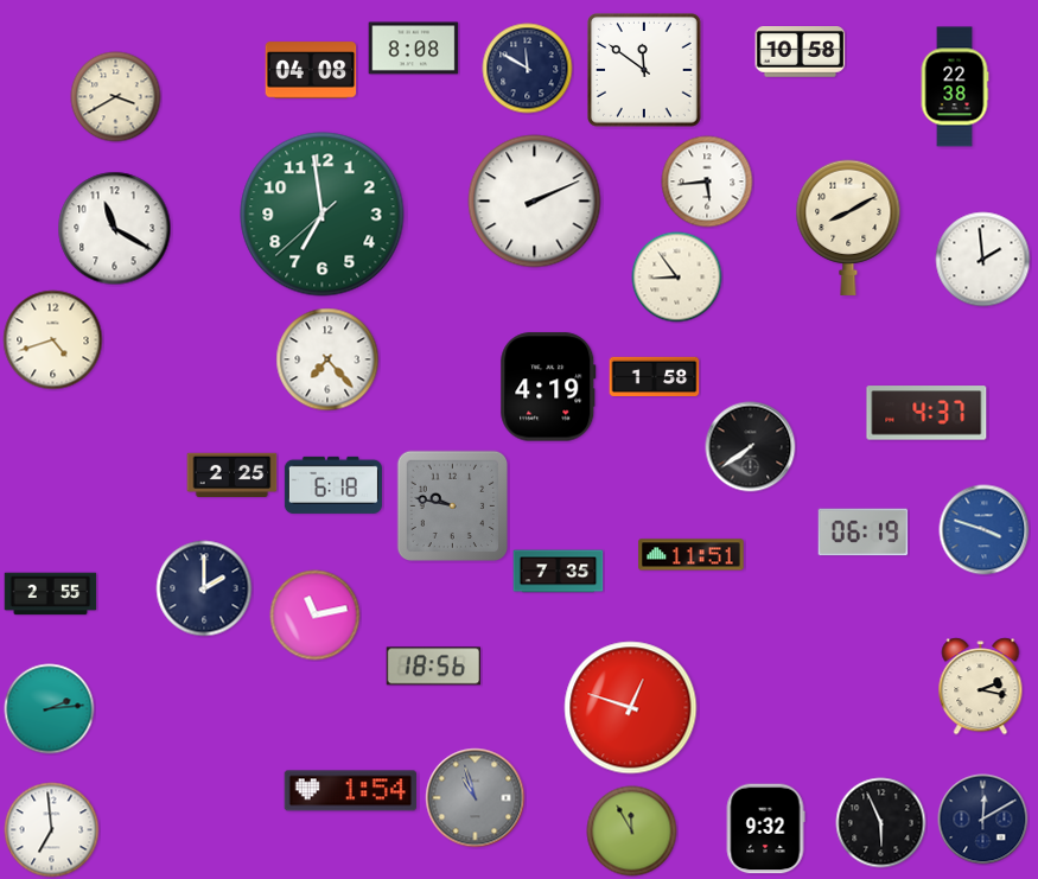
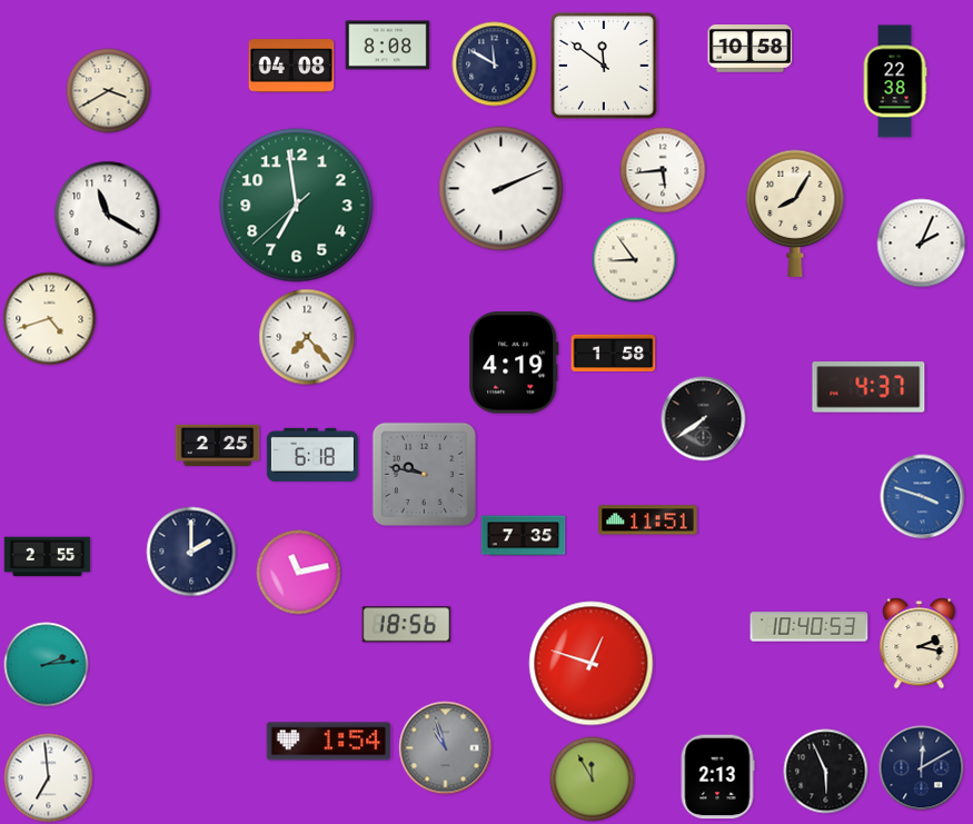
clock at (323, 215) position: (323, 215) -> (297, 206)
clock at (848, 228): 8:10 -> 8:05
clock at (983, 260): 1:59 -> 2:04
clock at (864, 533): 06:19 -> none
clock at (316, 616) position: (316, 616) -> (299, 573)
clock at (810, 627): none -> 10:40
clock at (765, 829): 9:32 -> 2:13
